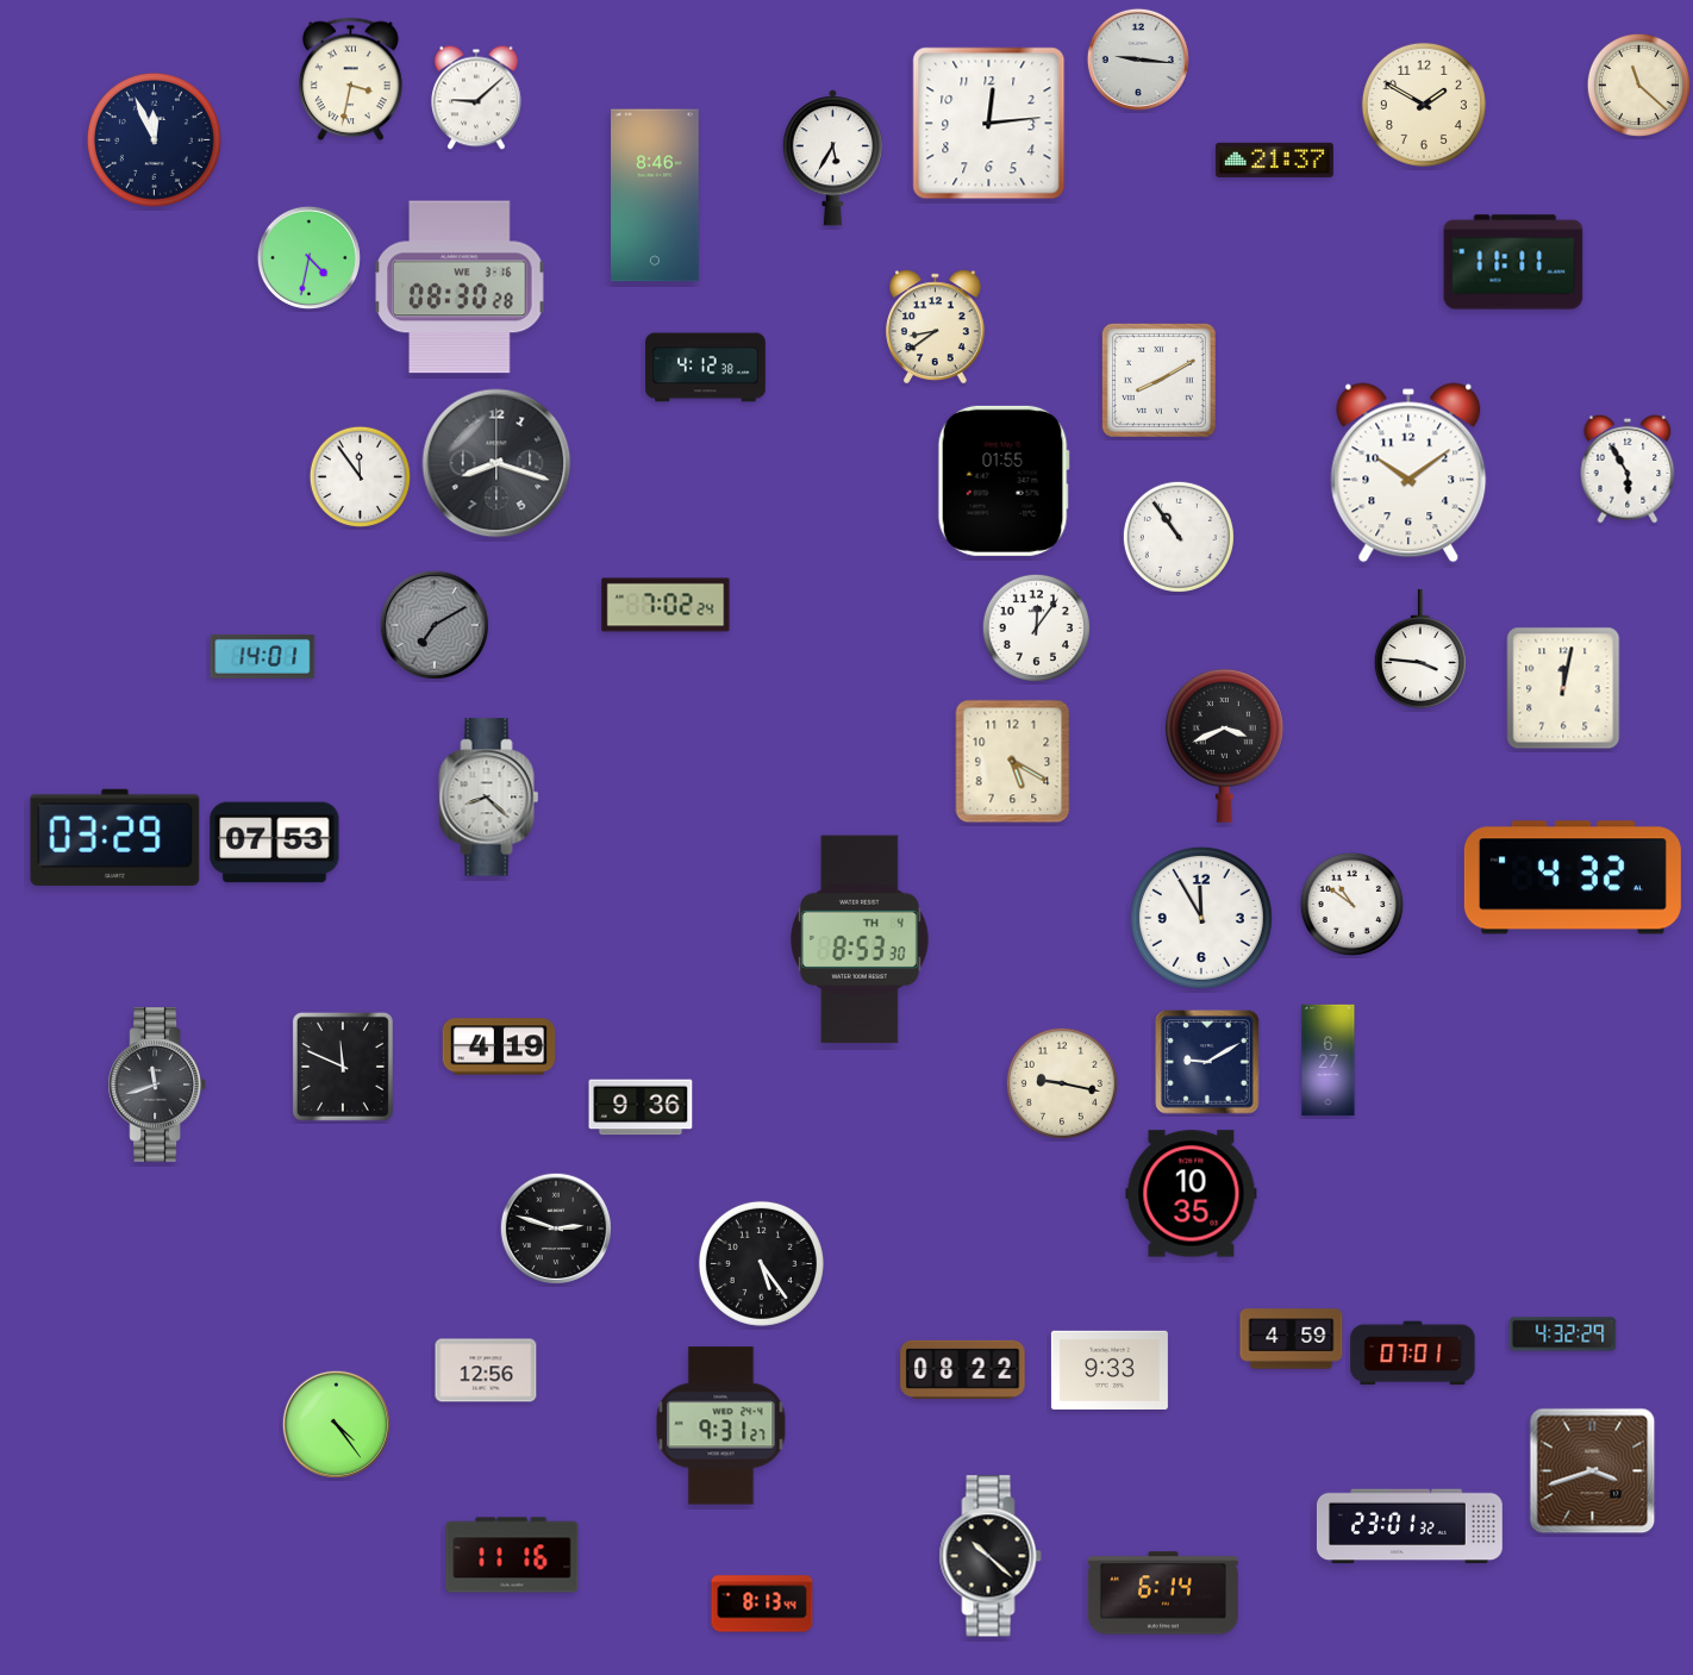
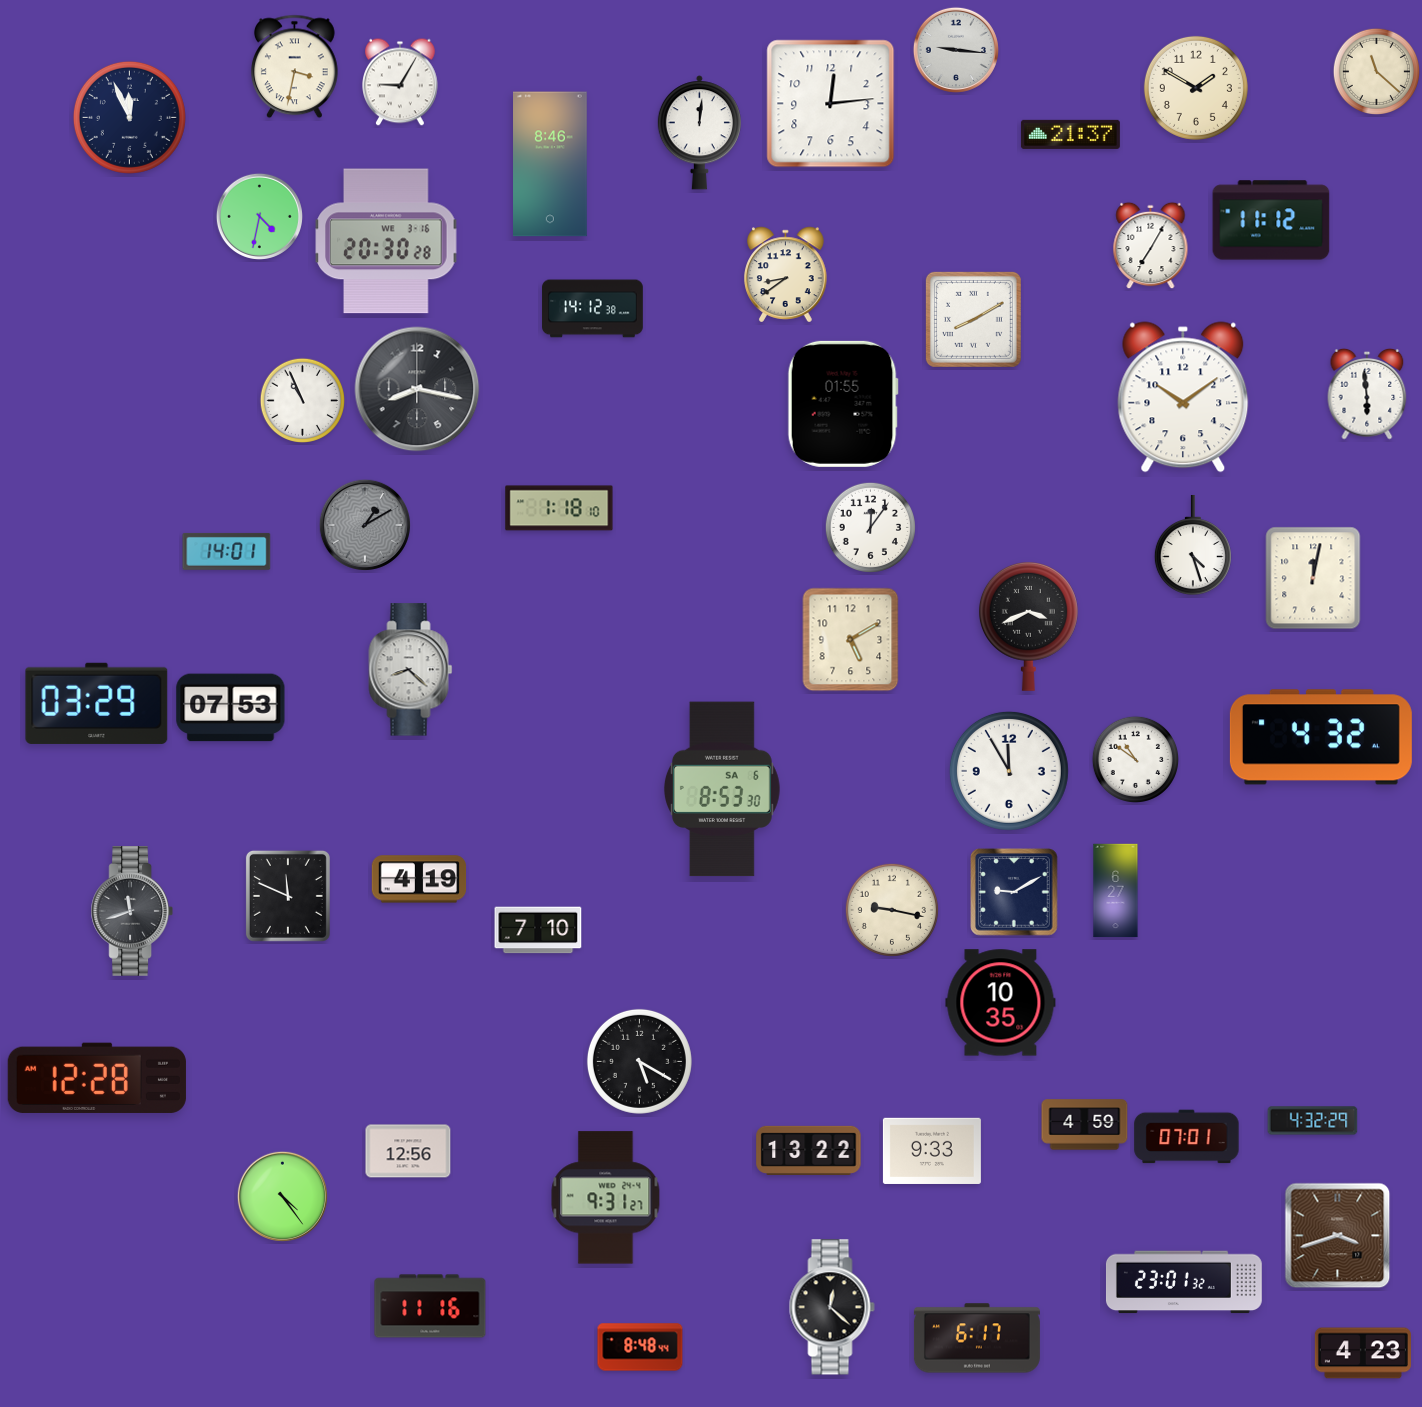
clock at (476, 98): 9:08 -> 9:05
clock at (832, 158): 5:35 -> 12:01
clock at (1513, 262): 11:11 -> 11:12
clock at (460, 287): 08:30 -> 20:30
clock at (1151, 246): none -> 7:05
clock at (706, 368): 4:12 -> 14:12
clock at (496, 463): 8:18 -> 8:17
clock at (1628, 469): 5:55 -> 5:59
clock at (360, 476): 11:54 -> 10:56
clock at (1179, 537): 10:54 -> none
clock at (666, 605): 7:02 -> 1:18
clock at (435, 625): 7:10 -> 1:10
clock at (1420, 649): 3:46 -> 4:27
clock at (263, 656) position: (263, 656) -> (227, 551)
clock at (1013, 762): 5:20 -> 5:10
clock at (860, 939) date: TH 4 -> SA 6
clock at (641, 1107): 9:36 -> 7:10
clock at (555, 1227): 2:48 -> none
clock at (761, 1263): 5:24 -> 5:20
clock at (97, 1077): none -> 12:28
clock at (963, 1369): 08:22 -> 13:22
clock at (991, 1556): 10:22 -> 12:22
clock at (1163, 1593): 6:14 -> 6:17
clock at (762, 1604): 8:13 -> 8:48
clock at (1363, 1353): none -> 4:23
